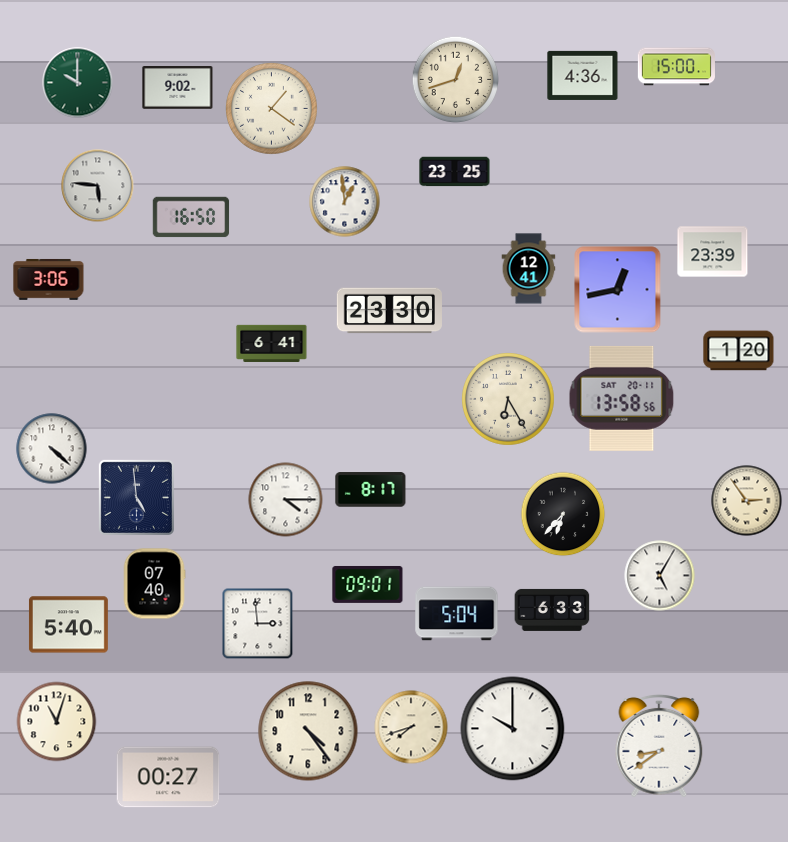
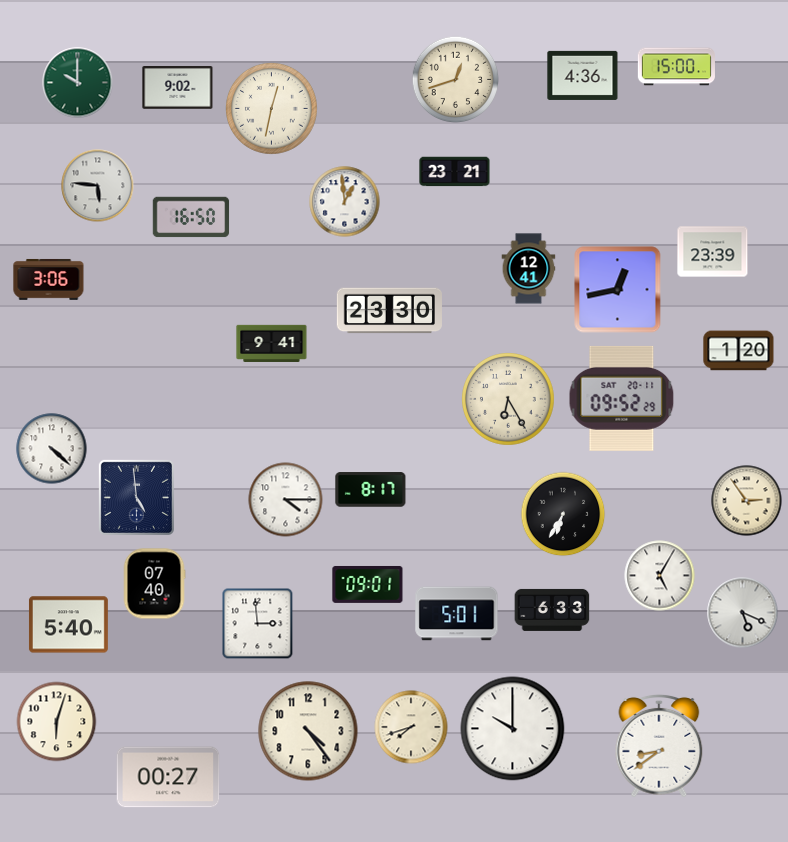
clock at (272, 109): 1:21 -> 12:32
clock at (455, 172): 23:25 -> 23:21
clock at (272, 343): 6:41 -> 9:41
clock at (622, 398): 13:58 -> 09:52
clock at (563, 514): 6:37 -> 6:35
clock at (743, 613): none -> 5:19
clock at (457, 614): 5:04 -> 5:01
clock at (57, 722): 11:03 -> 6:03
